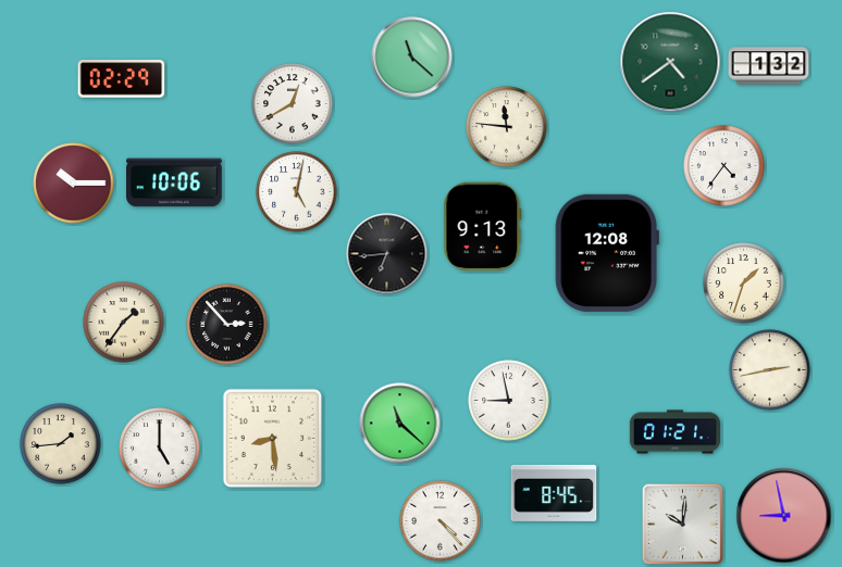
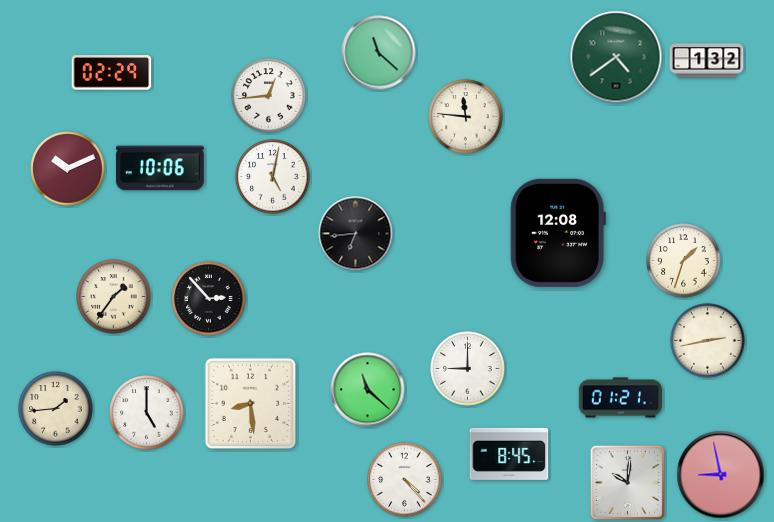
clock at (293, 104): 12:40 -> 12:44
clock at (725, 166): 4:36 -> none
clock at (74, 184): 10:15 -> 10:11
clock at (483, 227): 9:13 -> none
clock at (509, 401): 8:58 -> 9:00
